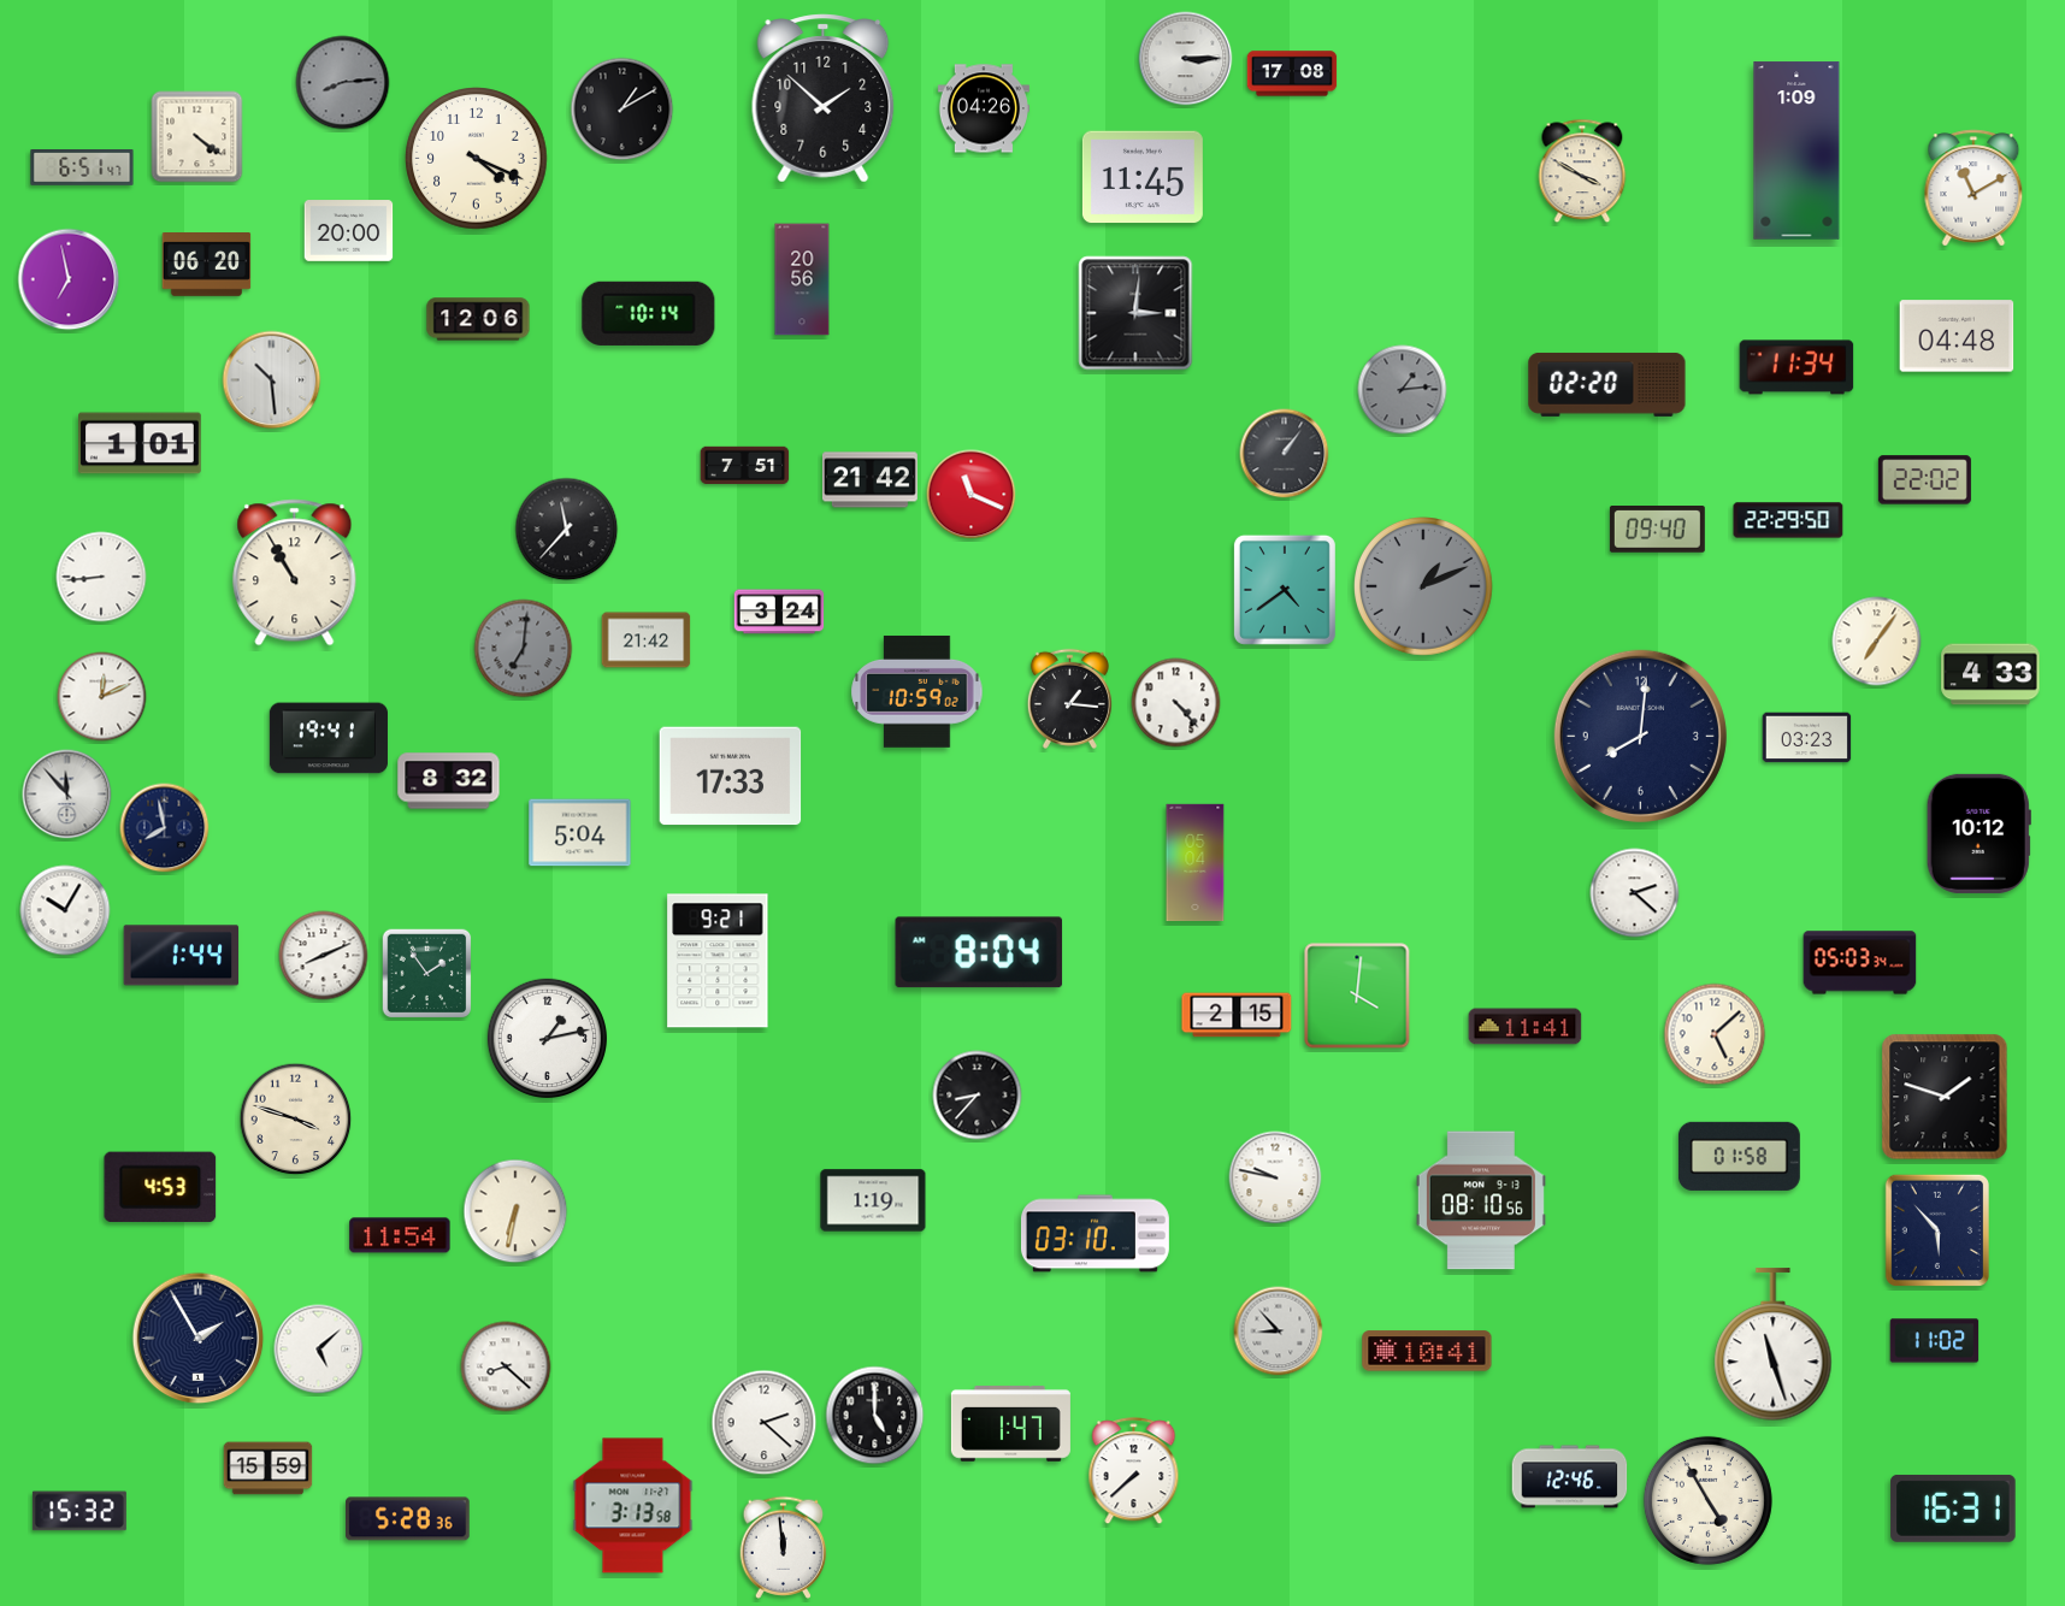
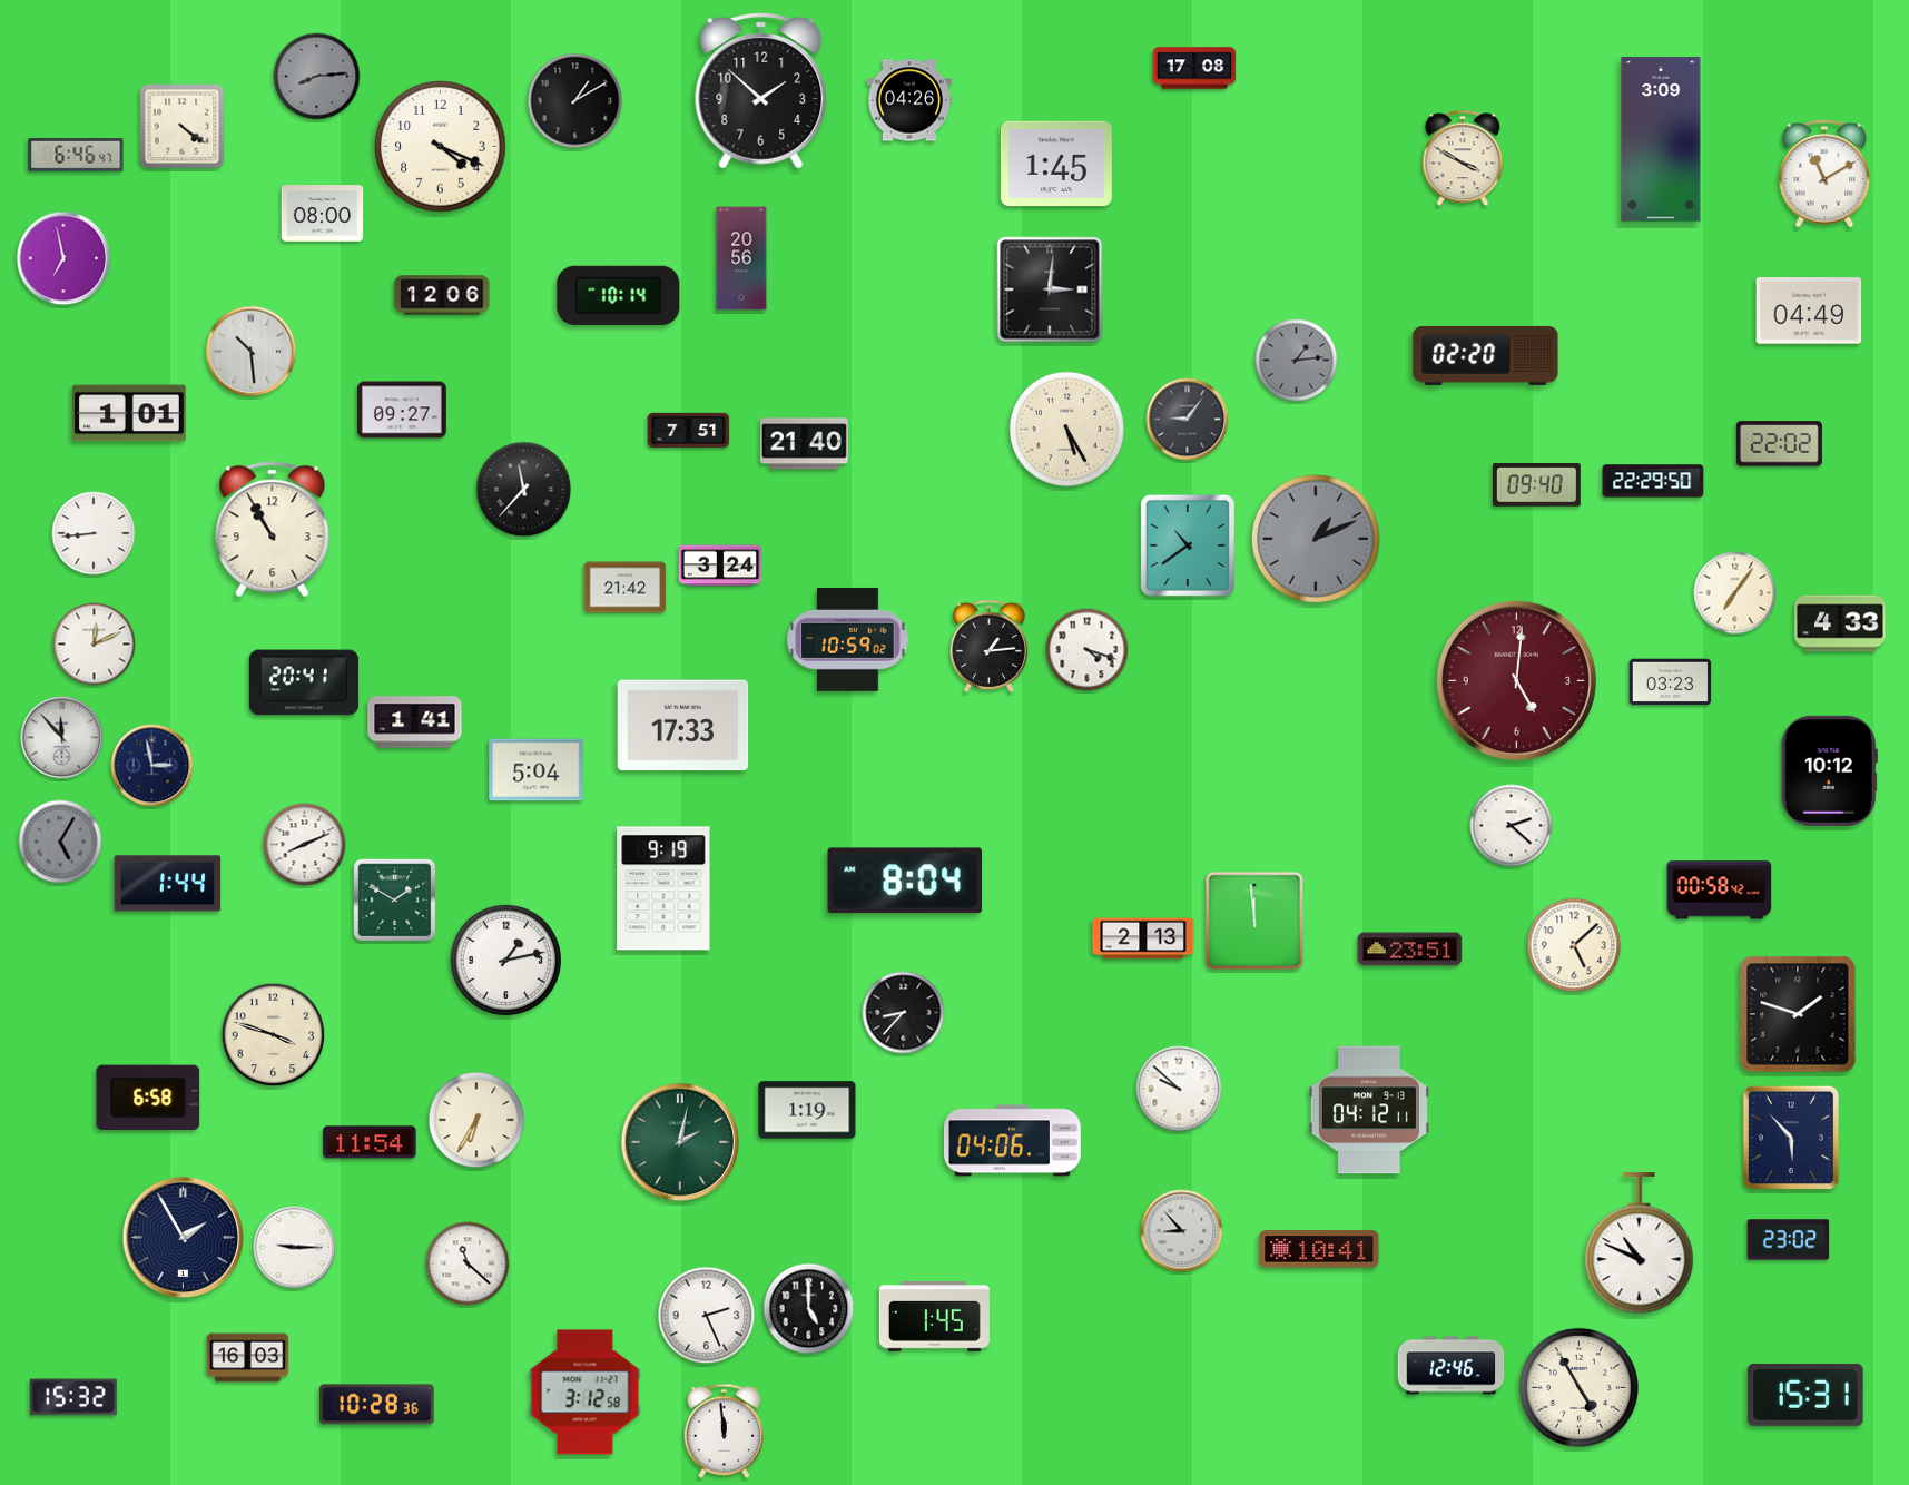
clock at (1186, 59): 3:15 -> none
clock at (1796, 150): 1:09 -> 3:09
clock at (82, 169): 6:51 -> 6:46
clock at (1143, 177): 11:45 -> 1:45
clock at (349, 231): 20:00 -> 08:00
clock at (207, 265): 06:20 -> none
clock at (649, 313) position: (649, 313) -> (619, 295)
clock at (1957, 336): 04:48 -> 04:49
clock at (1796, 367): 11:34 -> none
clock at (141, 443) position: (141, 443) -> (130, 413)
clock at (403, 410): none -> 09:27
clock at (1285, 454): 1:06 -> 9:06
clock at (1066, 429): none -> 5:25
clock at (869, 480): 21:42 -> 21:40
clock at (972, 495): 11:19 -> none
clock at (1657, 530) position: (1657, 530) -> (1536, 485)
clock at (1424, 588) position: (1424, 588) -> (1317, 540)
clock at (1285, 590): 4:39 -> 10:39
clock at (647, 640) position: (647, 640) -> (626, 588)
clock at (524, 649): 7:01 -> none
clock at (1069, 698): 1:16 -> 1:14
clock at (1176, 703): 4:23 -> 4:18
clock at (1640, 736): 8:01 -> 5:01
clock at (1640, 736) dial: navy -> burgundy
clock at (329, 738): 19:41 -> 20:41
clock at (731, 777) position: (731, 777) -> (683, 726)
clock at (449, 781): 8:32 -> 1:41
clock at (67, 795) position: (67, 795) -> (62, 738)
clock at (165, 828): 7:58 -> 2:58
clock at (1196, 863): 05:04 -> none
clock at (65, 910): 10:05 -> 5:05
clock at (65, 910) dial: white -> grey
clock at (324, 956) position: (324, 956) -> (305, 845)
clock at (718, 961): 9:21 -> 9:19
clock at (1860, 963): 05:03 -> 00:58
clock at (427, 974): 1:54 -> 1:50
clock at (1357, 996): 4:01 -> 11:59
clock at (1237, 1015): 2:15 -> 2:13
clock at (1526, 1027): 11:41 -> 23:51
clock at (1715, 1034) position: (1715, 1034) -> (1574, 945)
clock at (1739, 1156): 01:58 -> none
clock at (1275, 1177): 9:47 -> 9:52
clock at (160, 1186): 4:53 -> 6:58
clock at (1481, 1200): 08:10 -> 04:12
clock at (515, 1211): 6:32 -> 6:35
clock at (1095, 1234): 03:10 -> 04:06
clock at (680, 1142): none -> 2:02
clock at (1935, 1341): 11:02 -> 23:02
clock at (1774, 1345): 11:27 -> 10:49
clock at (319, 1350): 5:08 -> 9:15
clock at (506, 1366): 8:22 -> 11:22
clock at (765, 1423): 2:22 -> 2:26
clock at (1010, 1424): 1:47 -> 1:45
clock at (269, 1469): 15:59 -> 16:03
clock at (1134, 1471): 7:38 -> none
clock at (633, 1506): 3:13 -> 3:12
clock at (1953, 1508): 16:31 -> 15:31
clock at (408, 1519): 5:28 -> 10:28
